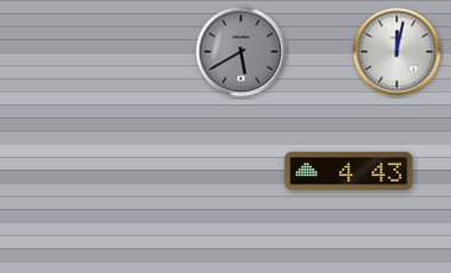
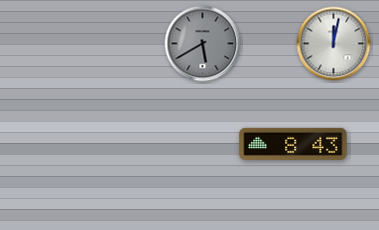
clock at (349, 171): 4:43 -> 8:43
